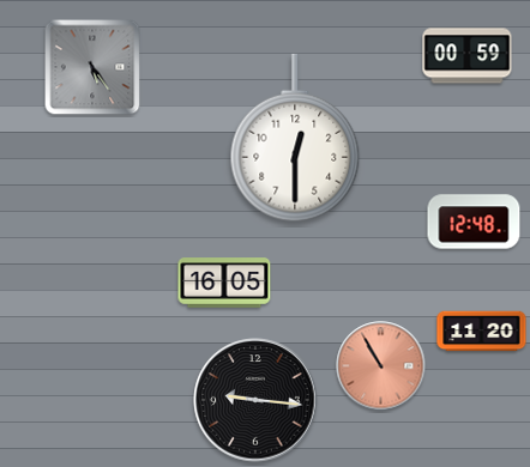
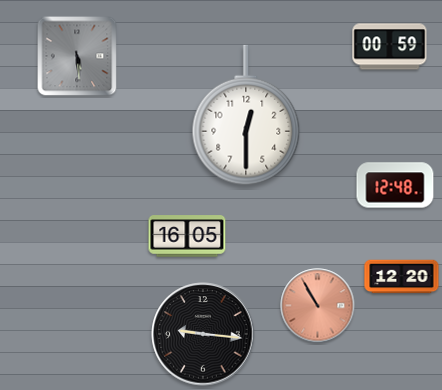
clock at (92, 67): 5:24 -> 5:29
clock at (482, 332): 11:20 -> 12:20
clock at (255, 400) position: (255, 400) -> (203, 334)
